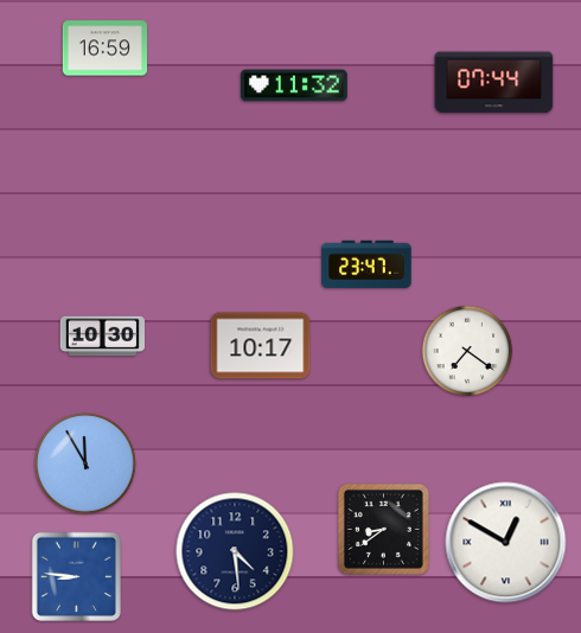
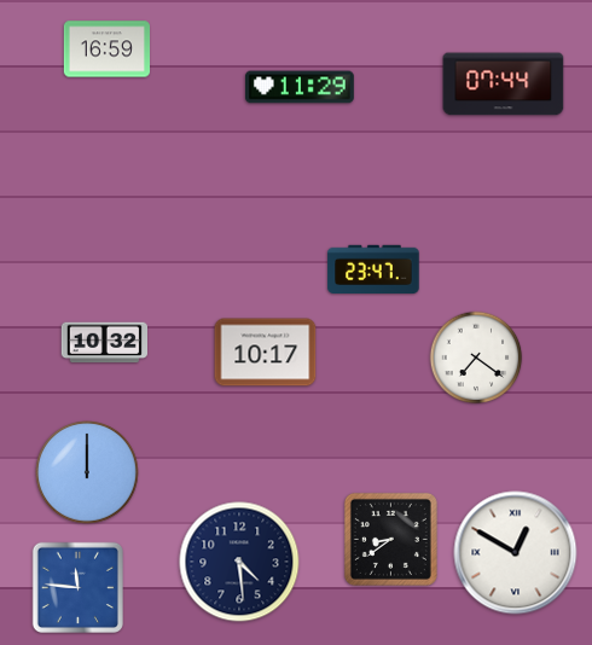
clock at (294, 85): 11:32 -> 11:29
clock at (102, 337): 10:30 -> 10:32
clock at (85, 463): 11:55 -> 12:00
clock at (76, 576): 8:46 -> 11:46
